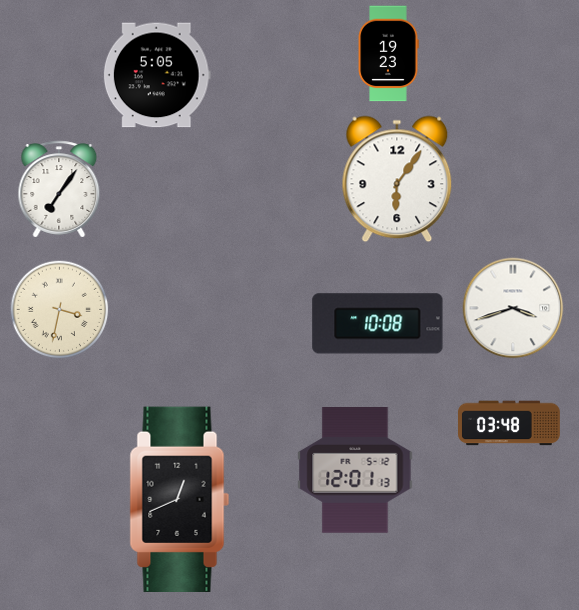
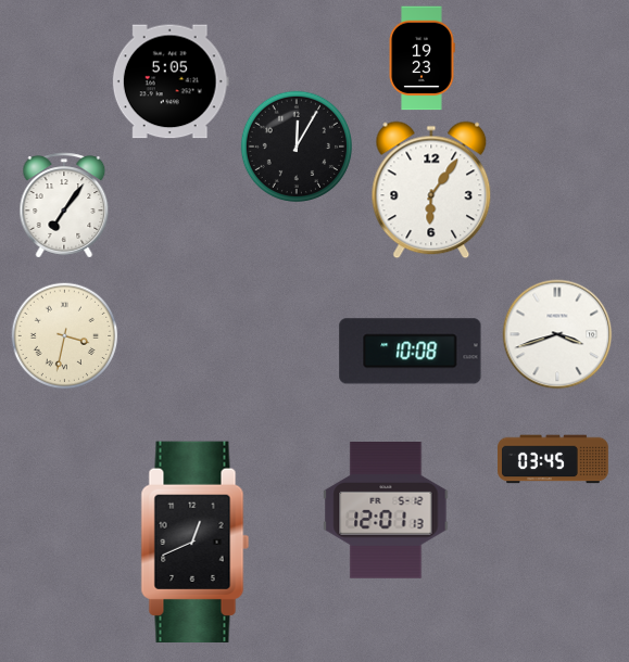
clock at (295, 145): none -> 12:05
clock at (397, 179) position: (397, 179) -> (431, 190)
clock at (510, 423): 03:48 -> 03:45
